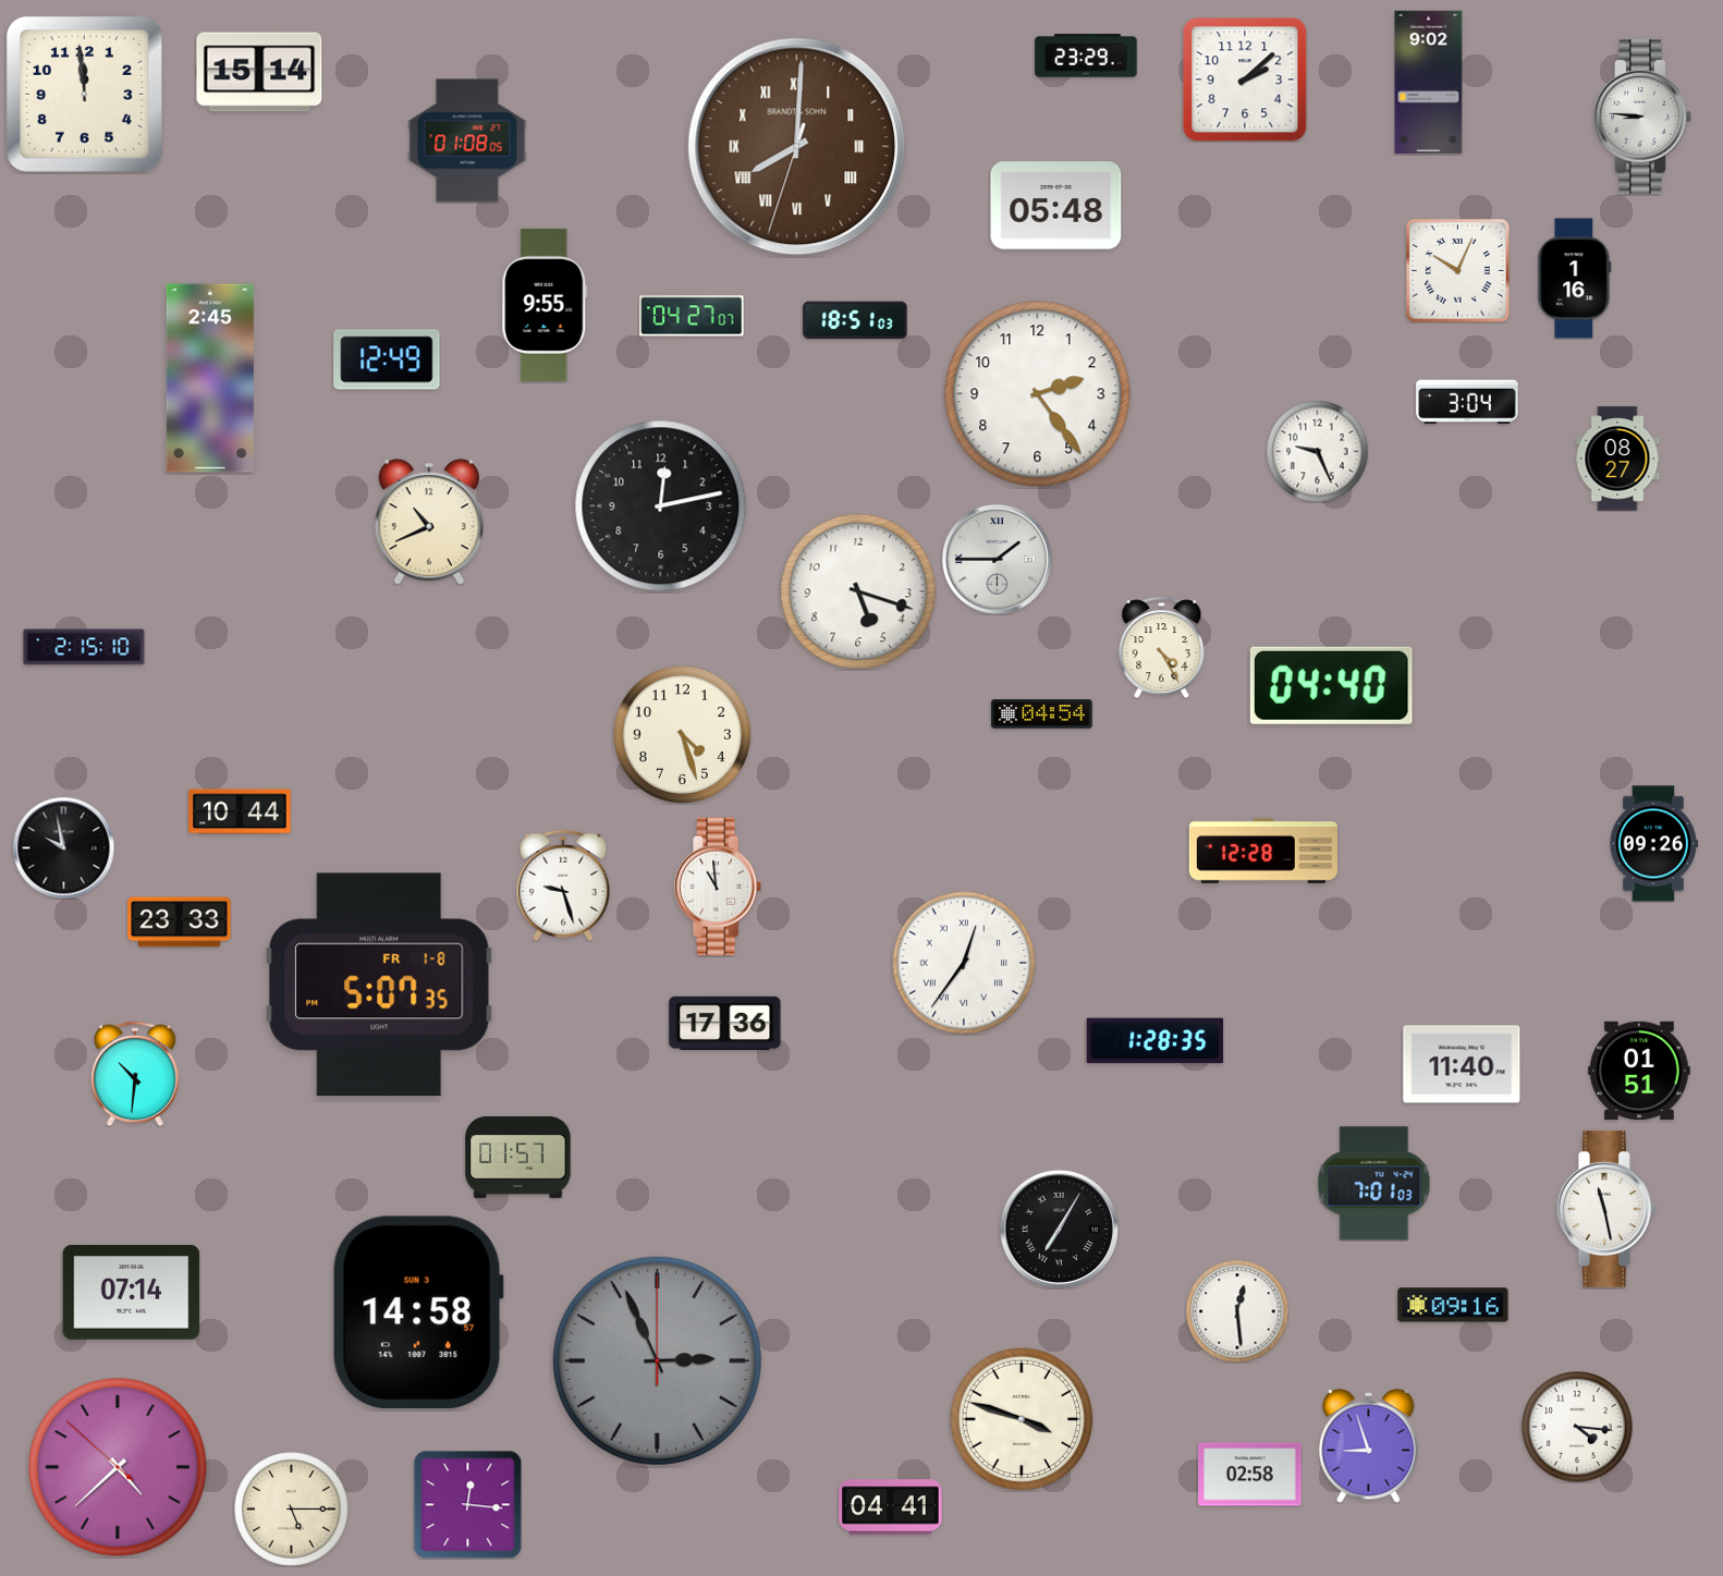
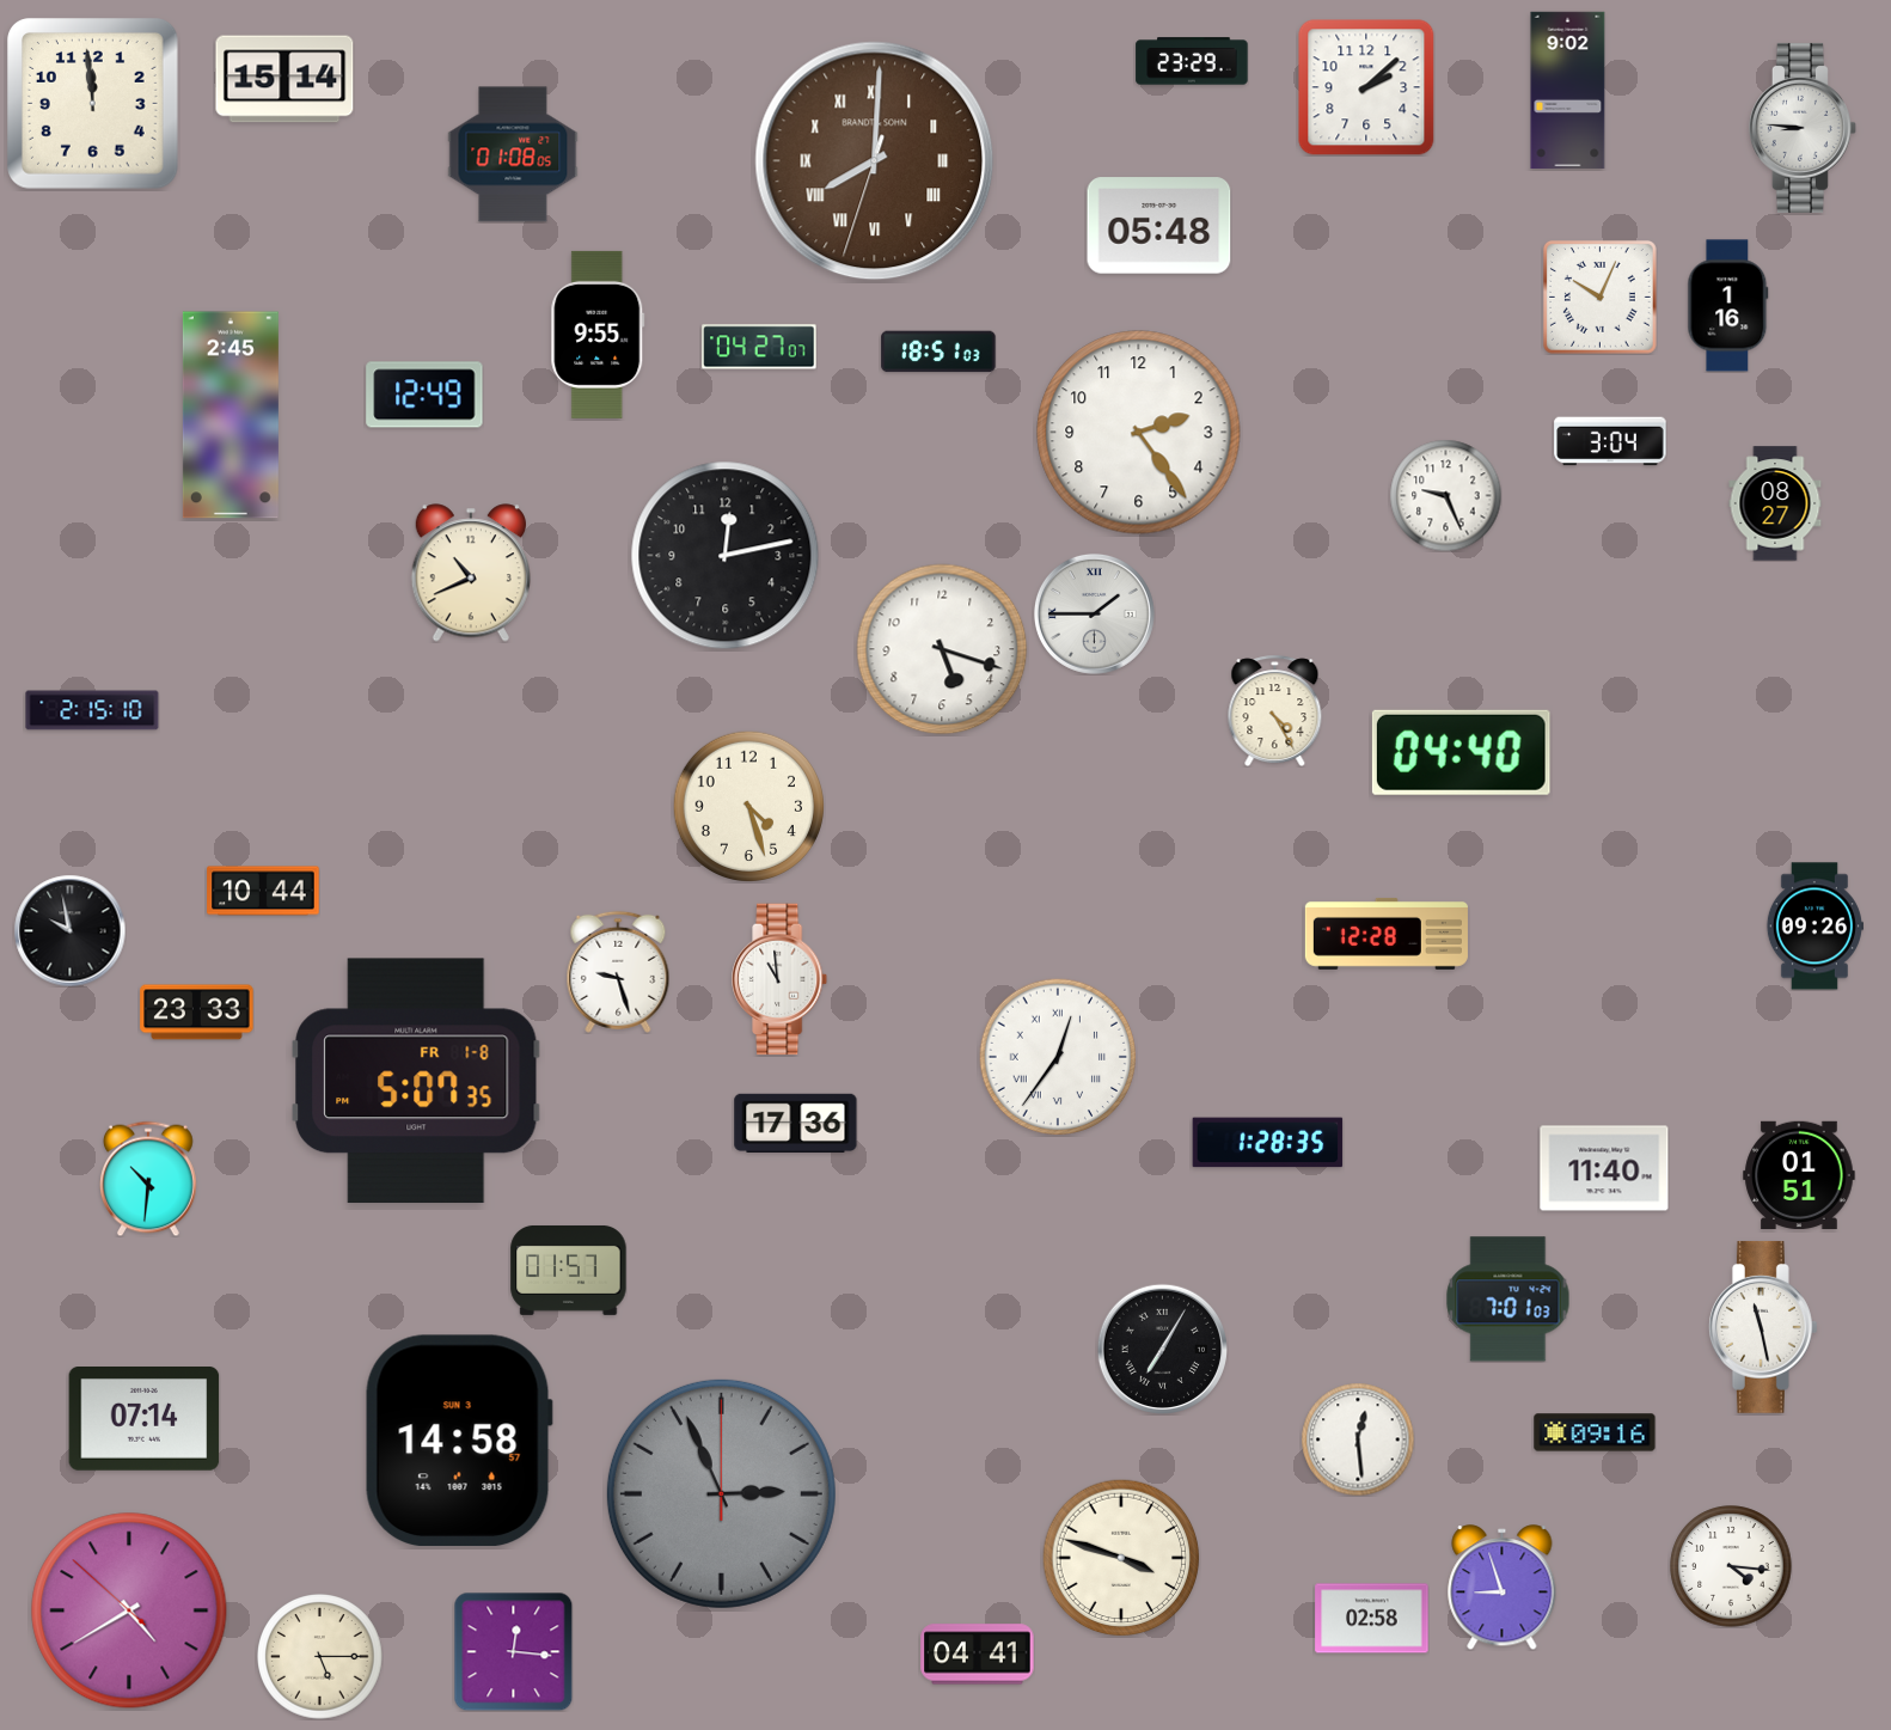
clock at (1042, 714): 04:54 -> none
clock at (719, 887) position: (719, 887) -> (781, 979)
clock at (118, 1467): 4:37 -> 4:39
